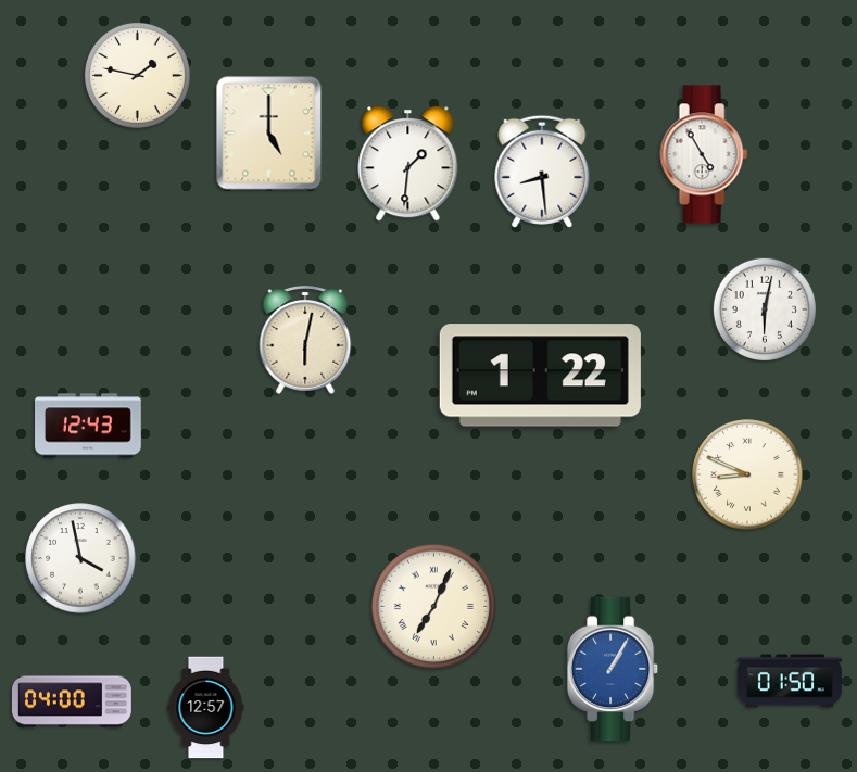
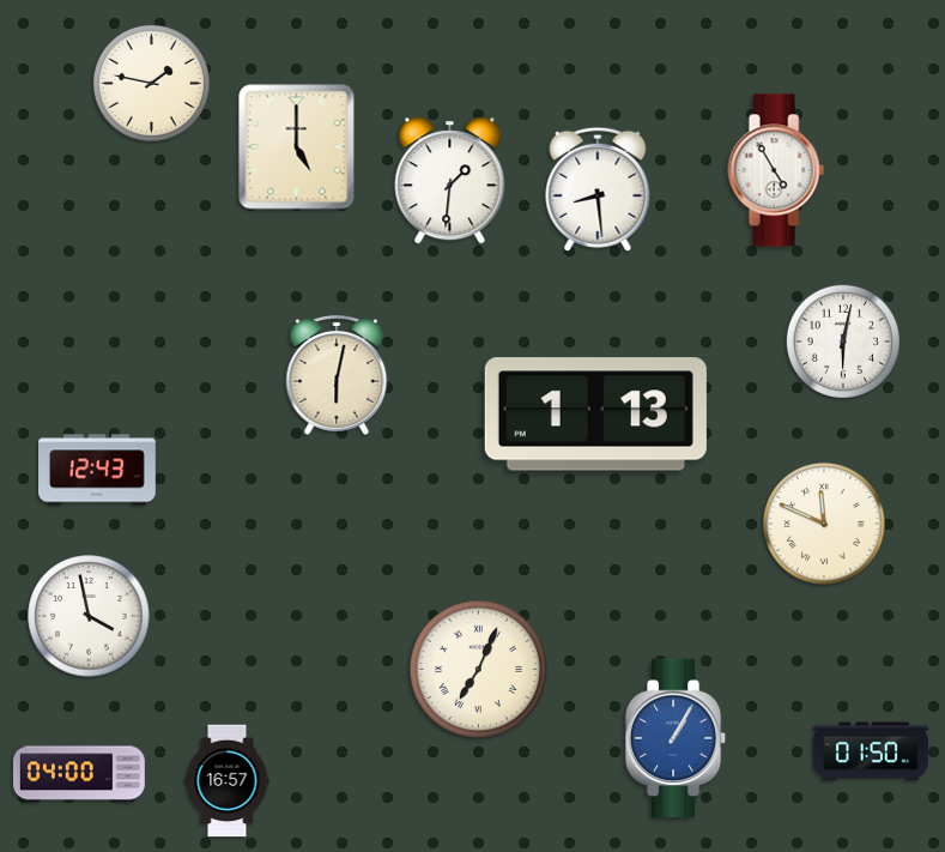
clock at (540, 376): 1:22 -> 1:13
clock at (747, 474): 8:49 -> 11:49
clock at (206, 708): 12:57 -> 16:57
